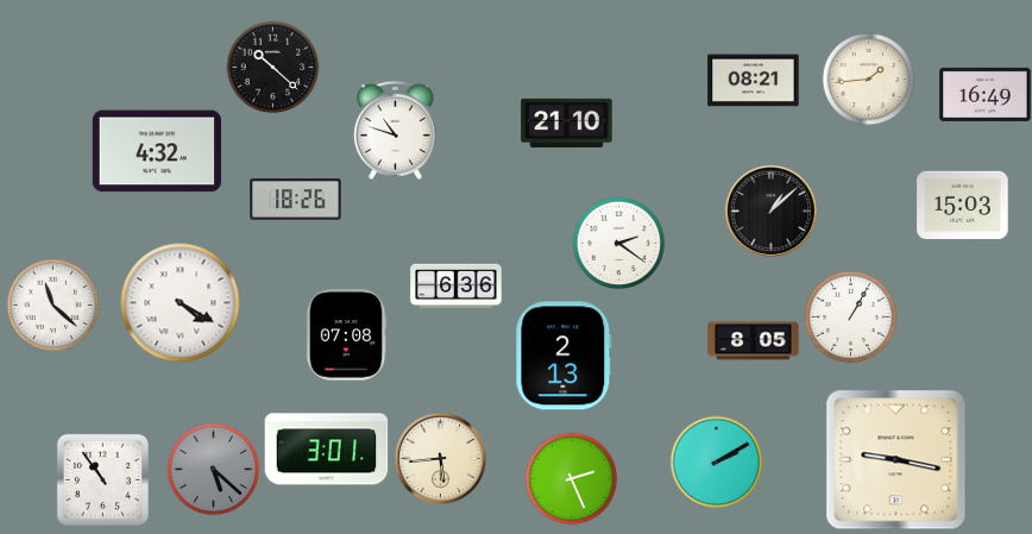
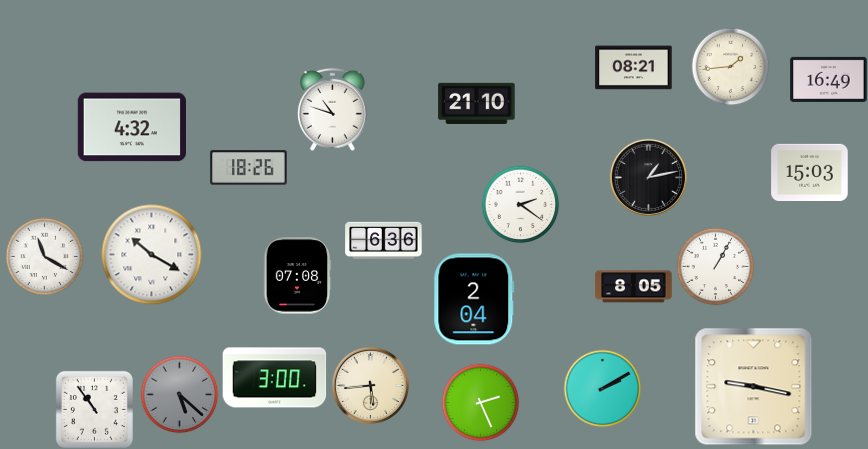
clock at (272, 67): 10:22 -> none
clock at (770, 211): 1:08 -> 1:13
clock at (181, 303): 4:20 -> 10:20
clock at (52, 304): 11:22 -> 11:20
clock at (346, 335) position: (346, 335) -> (297, 276)
clock at (564, 356): 2:13 -> 2:04
clock at (327, 450): 3:01 -> 3:00
clock at (102, 479) position: (102, 479) -> (94, 409)
